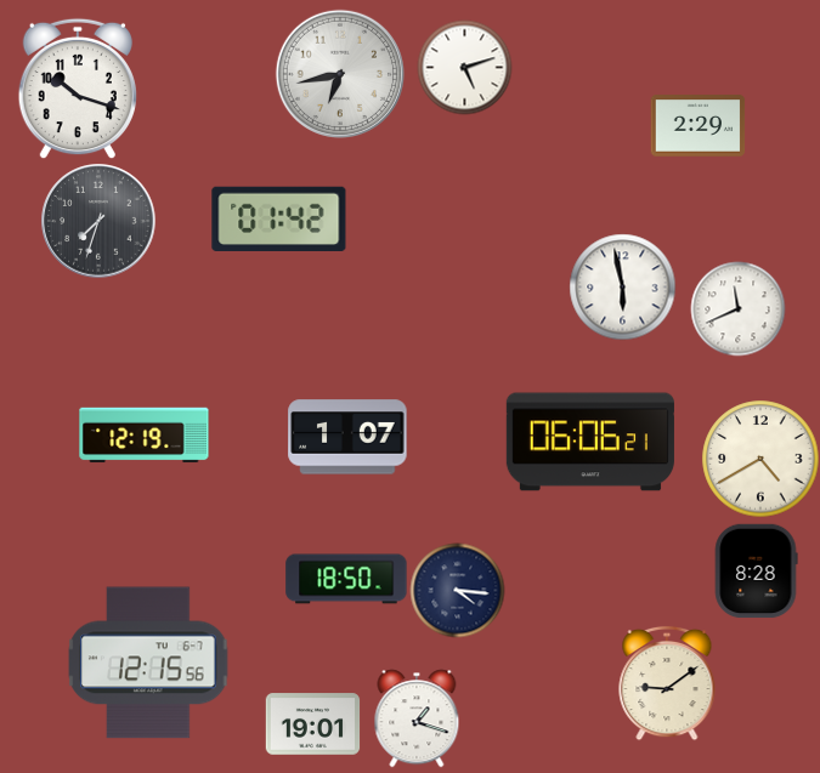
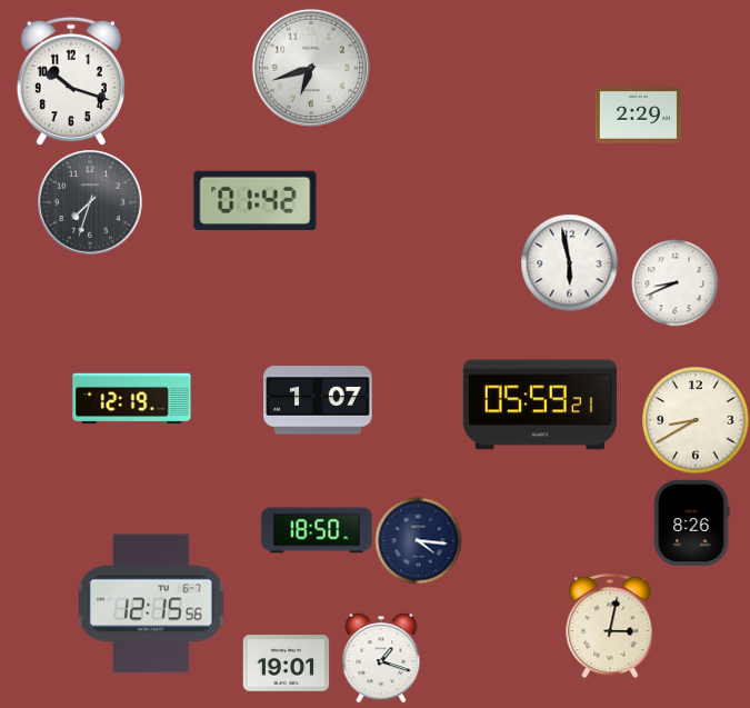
clock at (464, 67): 5:12 -> none
clock at (340, 74): 6:43 -> 6:42
clock at (737, 308): 11:41 -> 8:41
clock at (590, 442): 06:06 -> 05:59
clock at (760, 459): 4:40 -> 8:40
clock at (756, 570): 8:28 -> 8:26
clock at (148, 663) position: (148, 663) -> (151, 604)
clock at (667, 683): 9:09 -> 3:02
